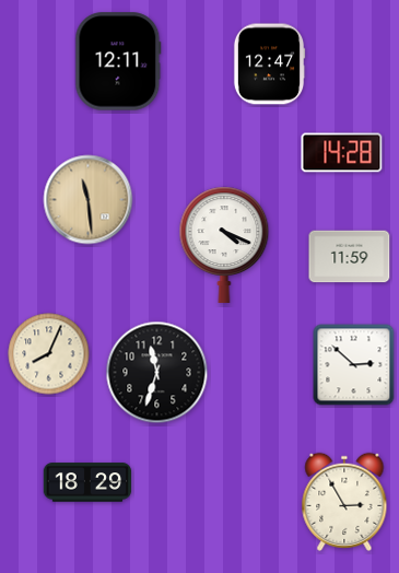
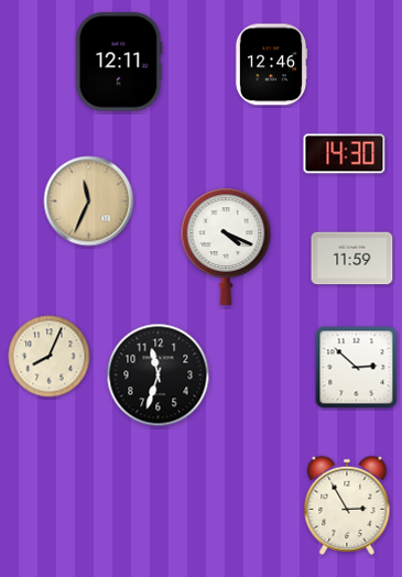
clock at (269, 65): 12:47 -> 12:46
clock at (342, 153): 14:28 -> 14:30
clock at (89, 200): 11:29 -> 11:34
clock at (87, 482): 18:29 -> none
